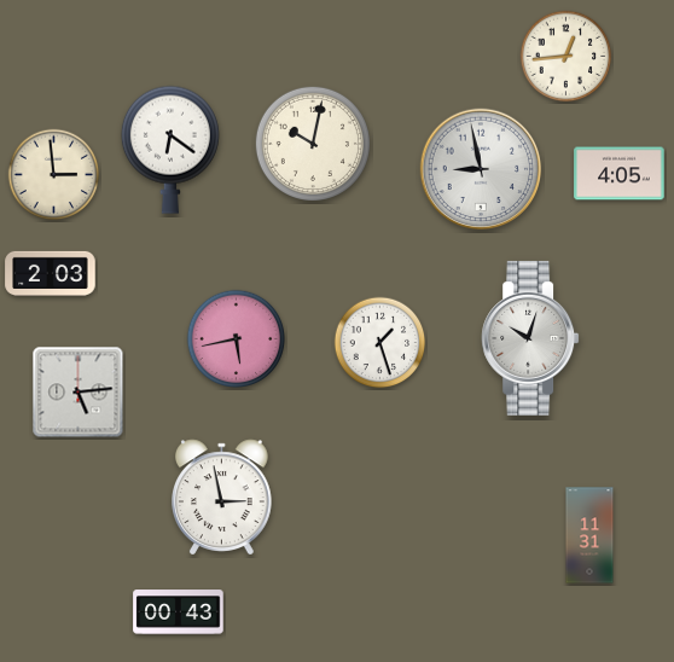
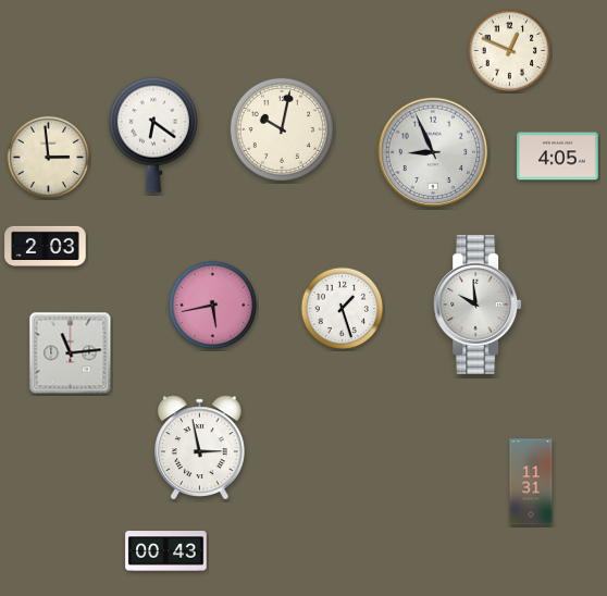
clock at (566, 57): 12:44 -> 12:49
clock at (481, 169): 8:58 -> 8:56
clock at (530, 338): 10:03 -> 9:59
clock at (79, 393): 5:14 -> 11:14
clock at (179, 612) position: (179, 612) -> (166, 551)
